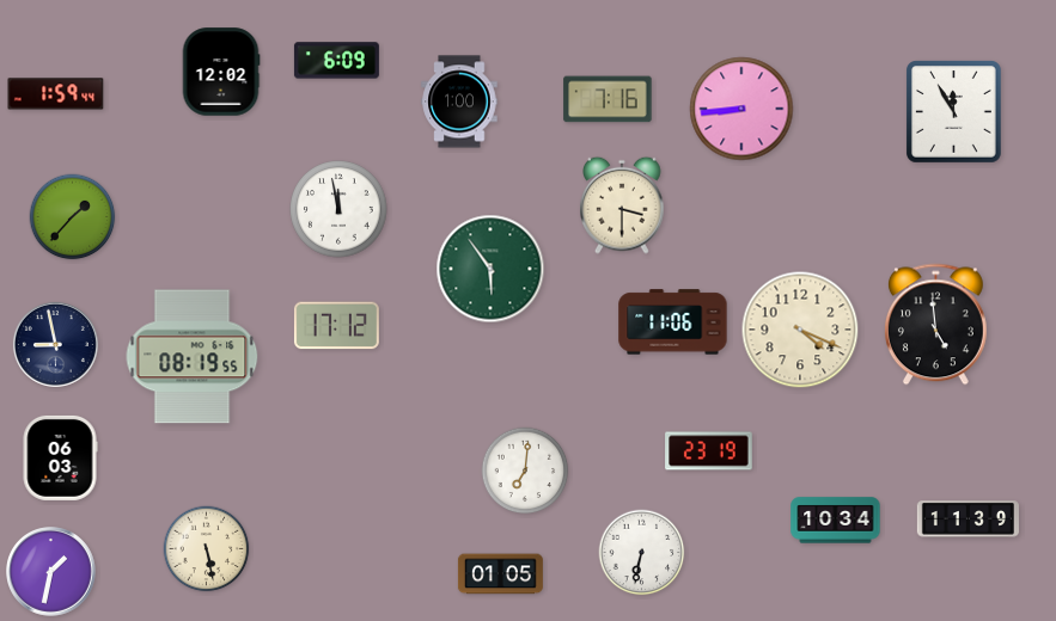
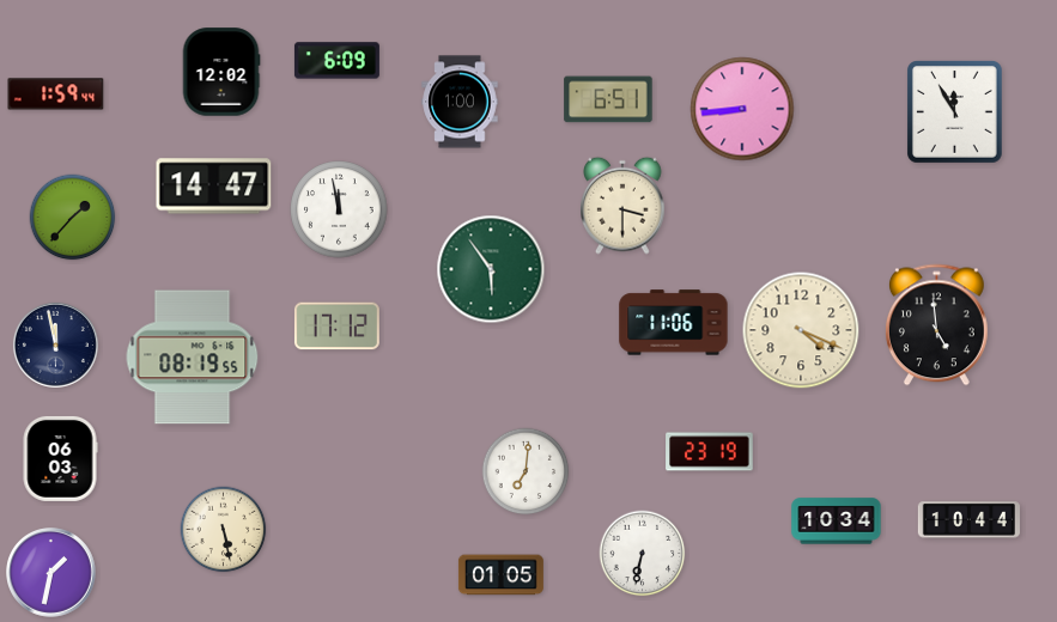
clock at (608, 99): 7:16 -> 6:51
clock at (214, 187): none -> 14:47
clock at (55, 344): 8:58 -> 11:58
clock at (968, 519): 11:39 -> 10:44
clock at (207, 549) position: (207, 549) -> (224, 530)
